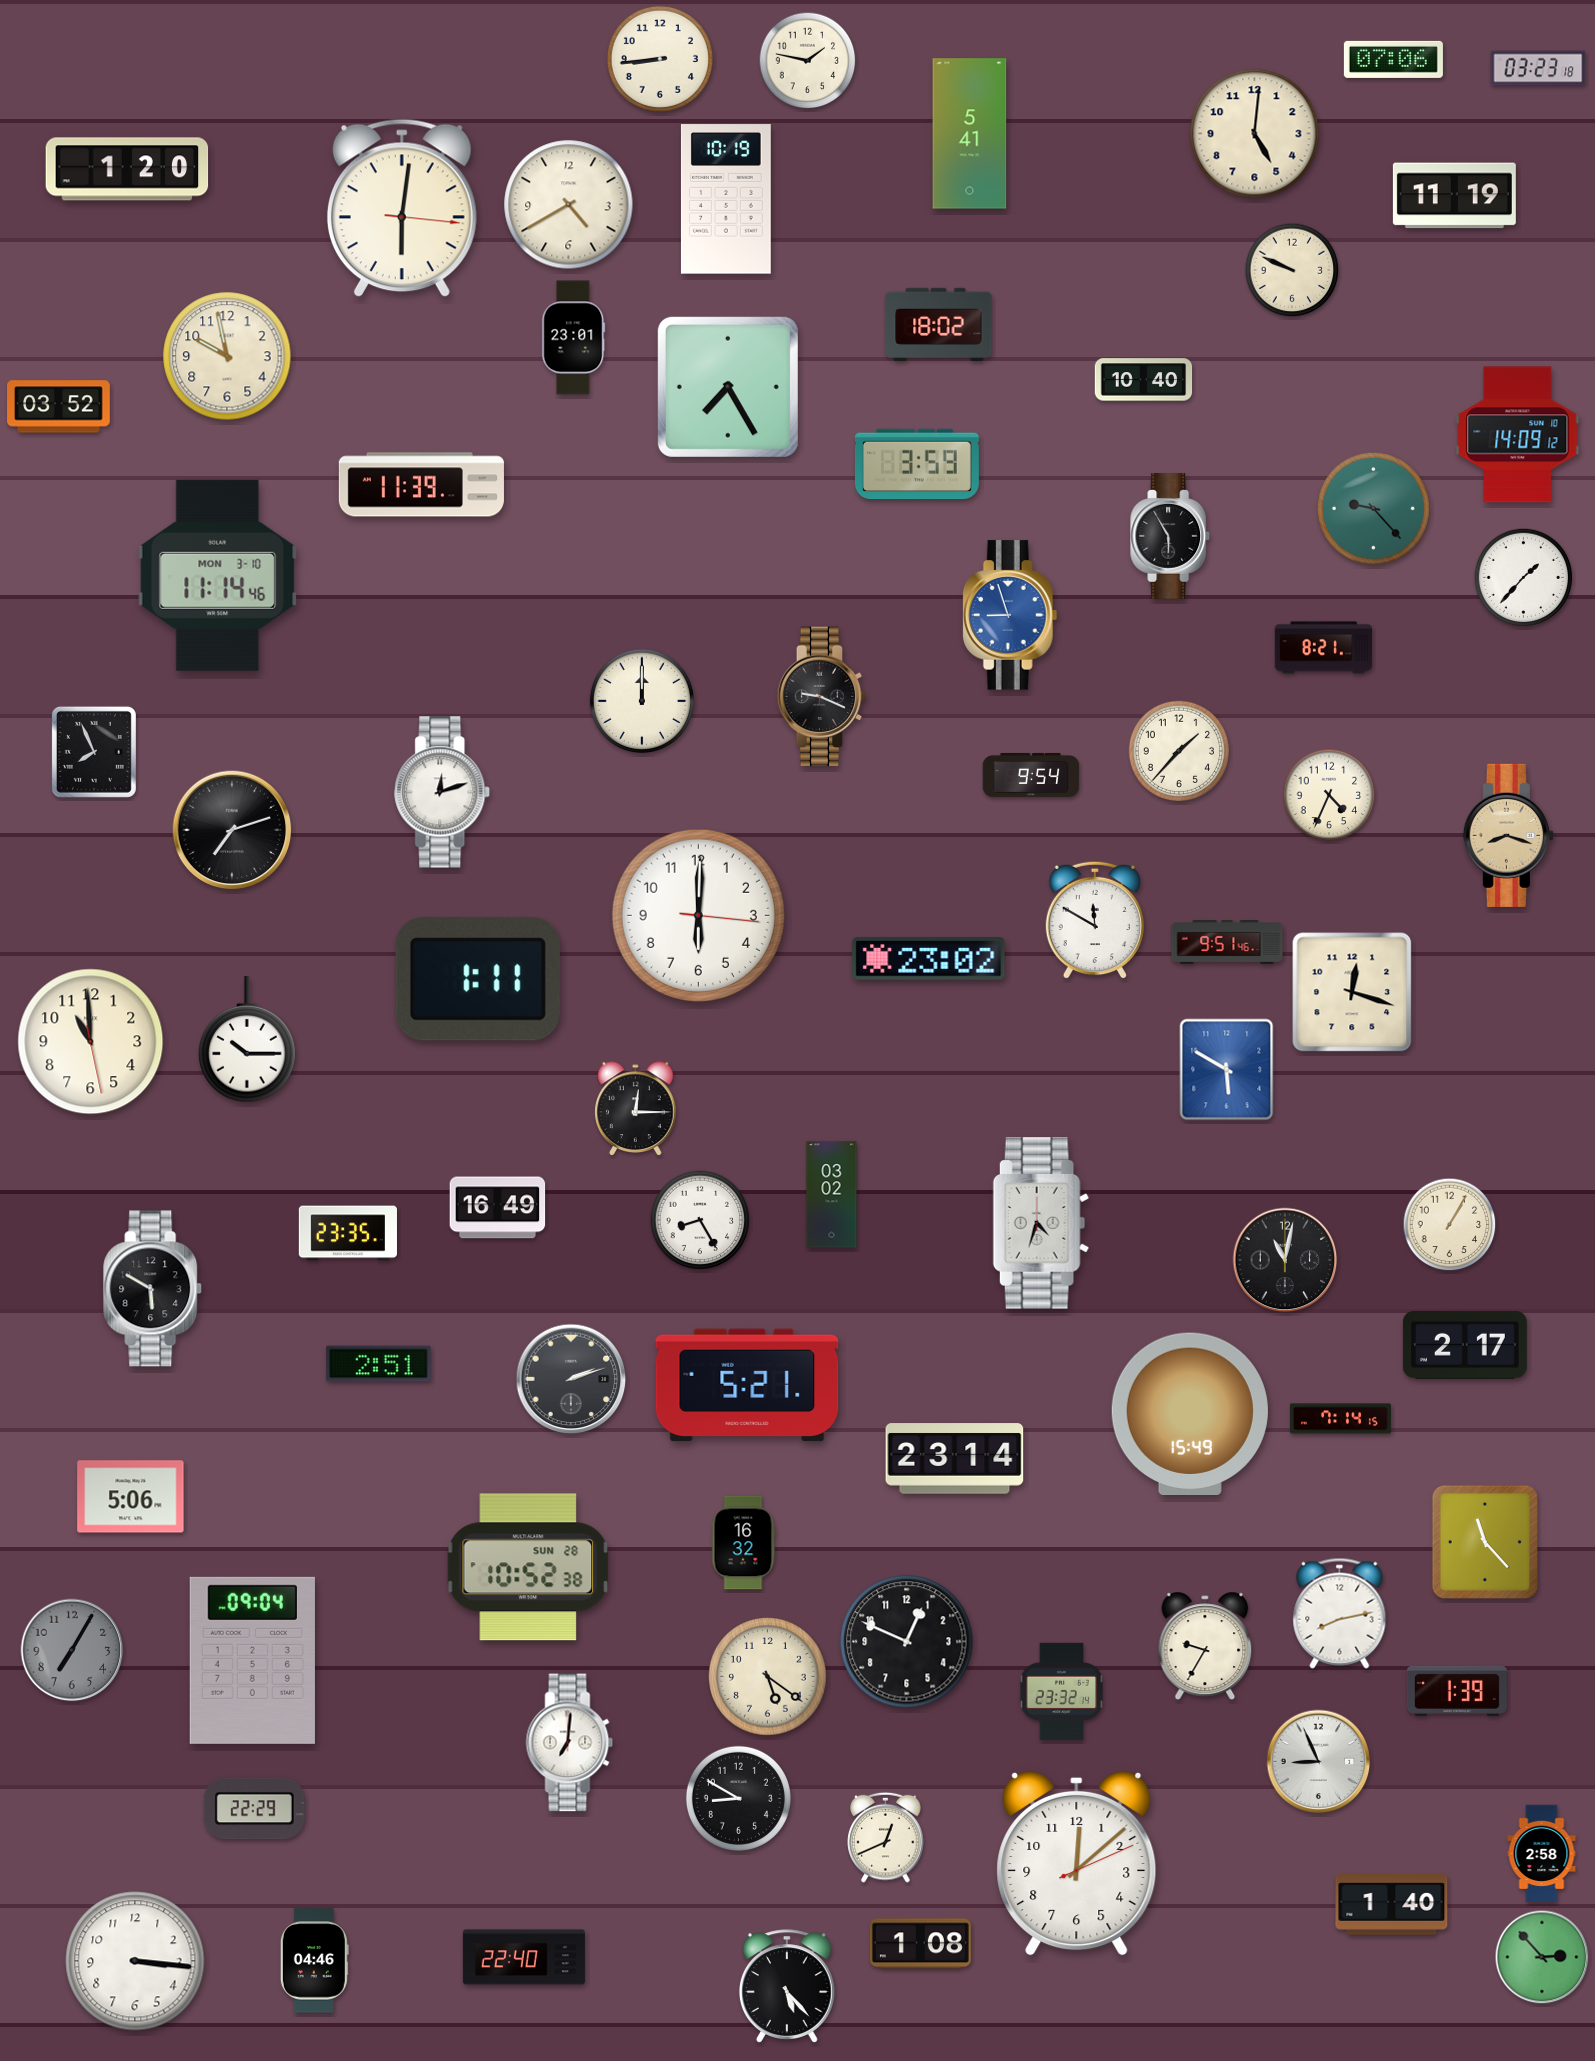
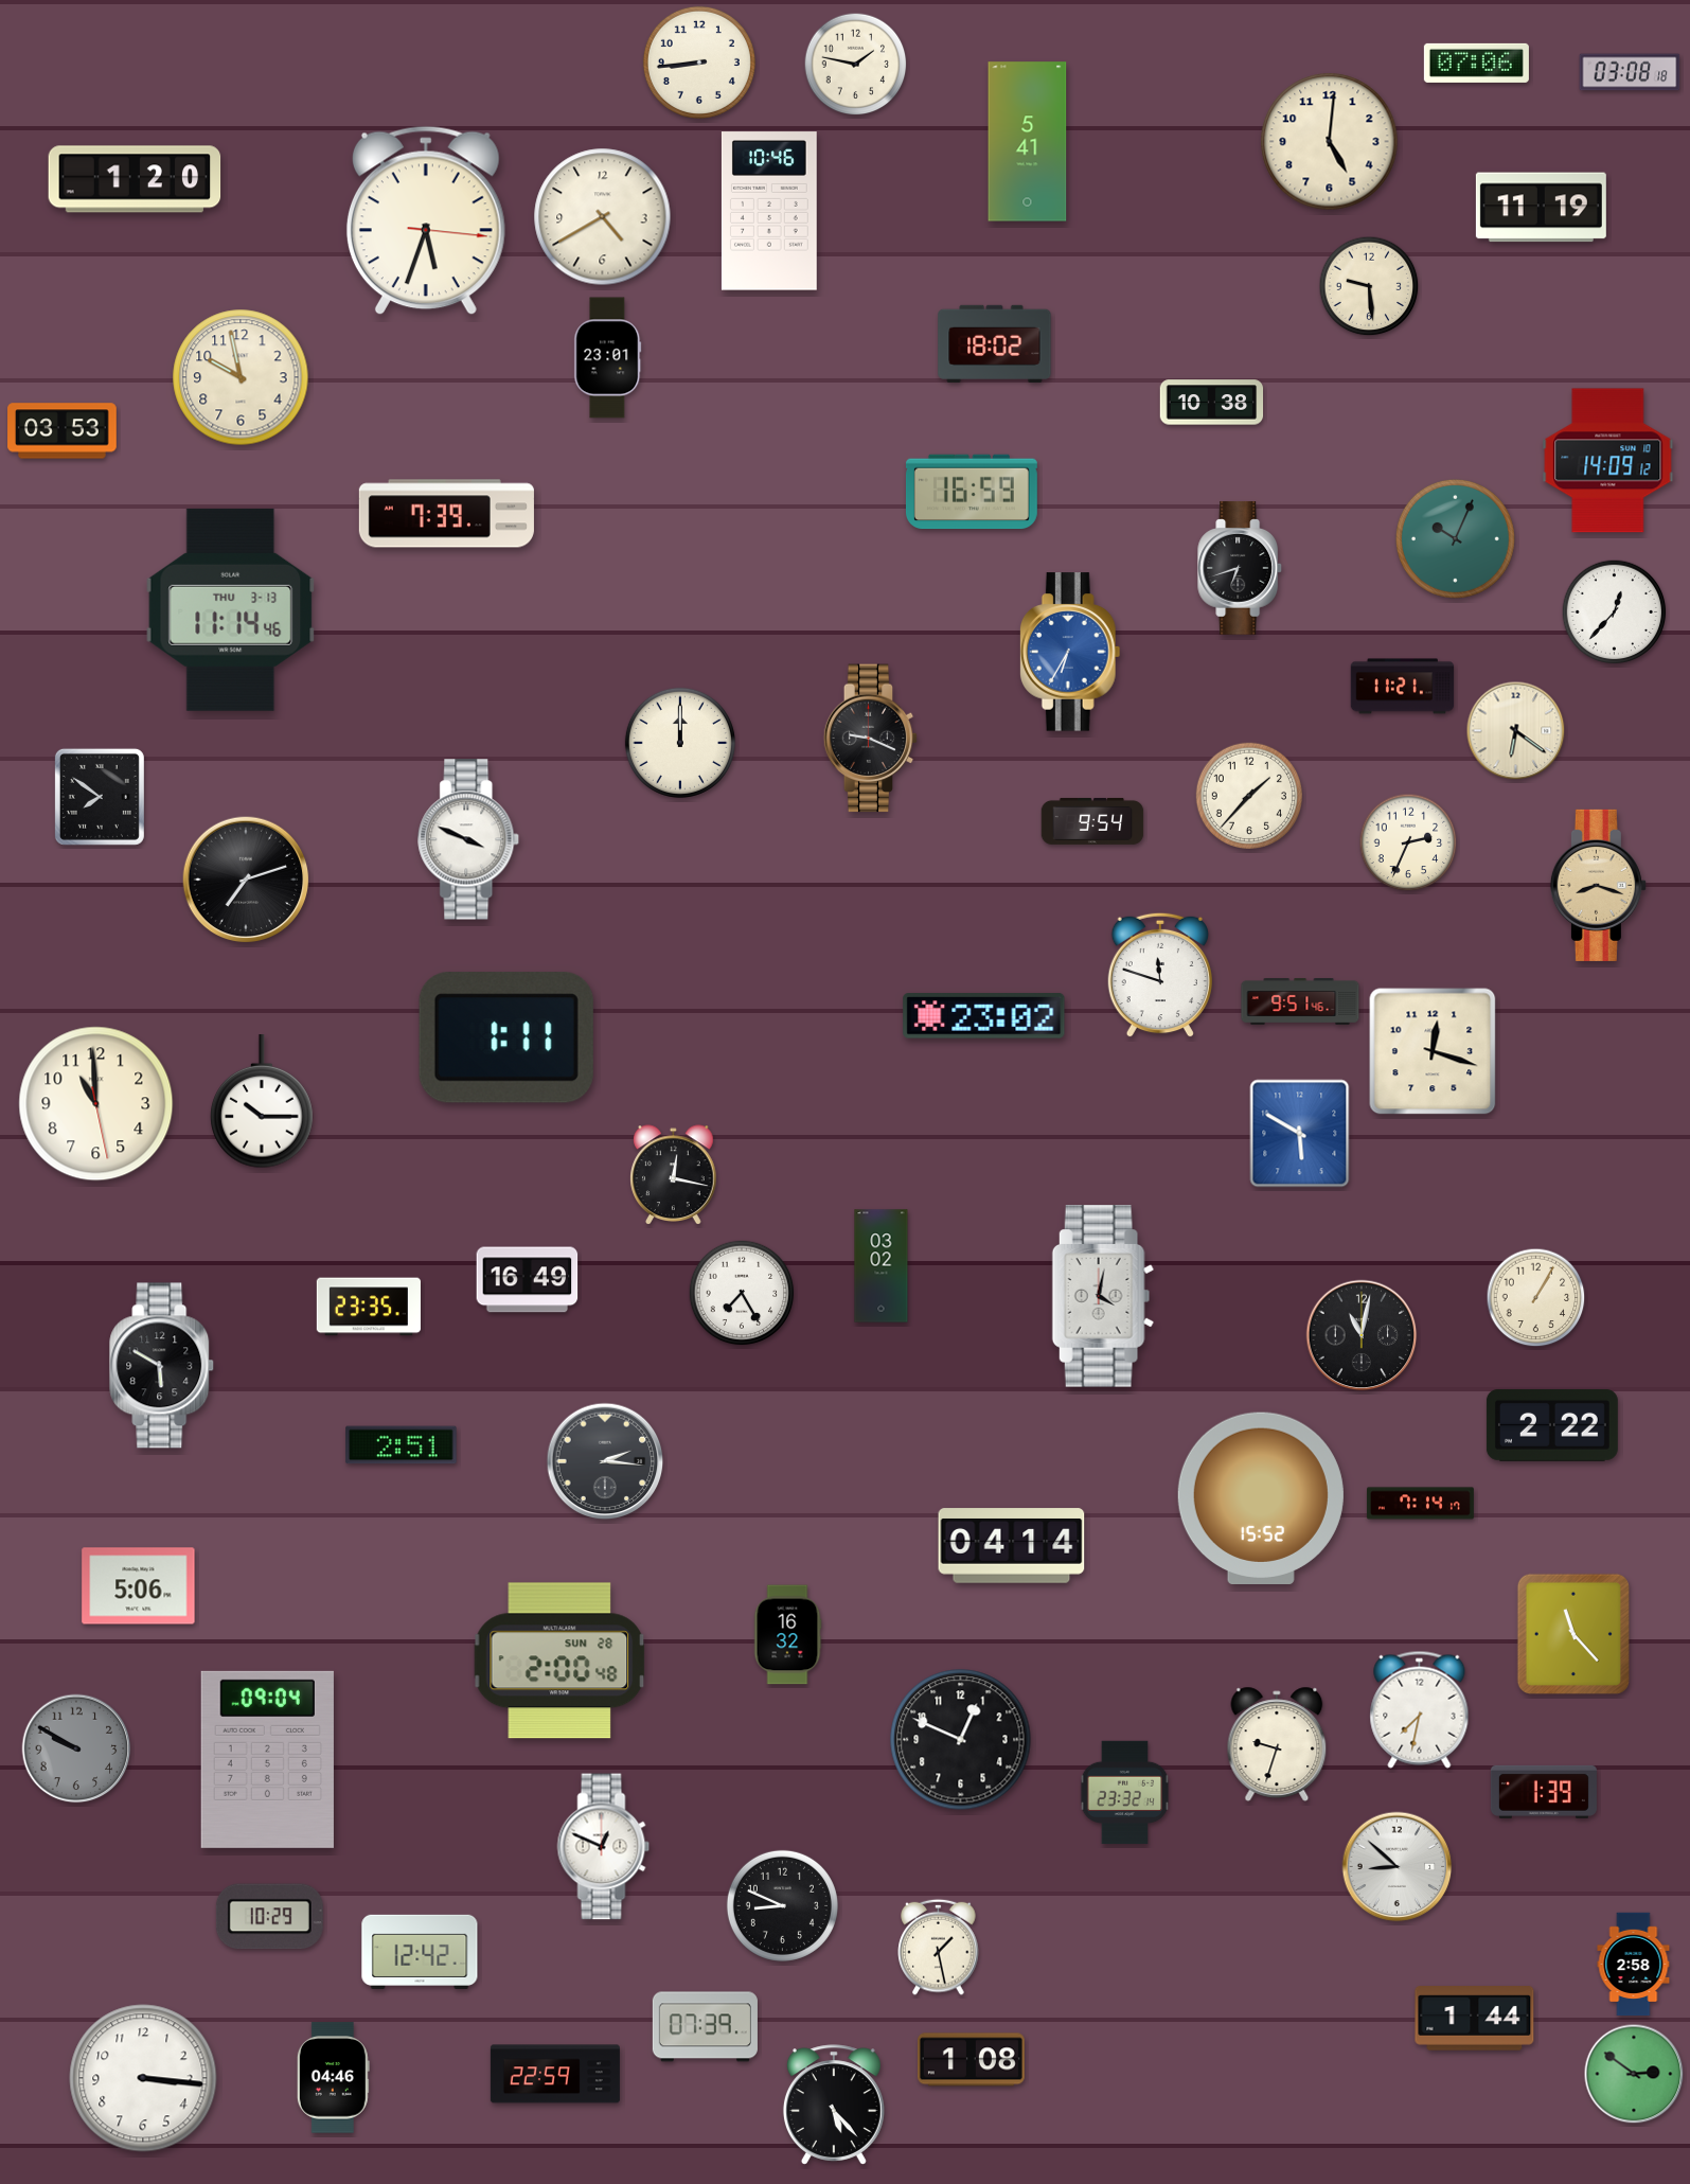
clock at (1538, 68): 03:23 -> 03:08
clock at (726, 199): 10:19 -> 10:46
clock at (402, 208): 6:01 -> 5:33
clock at (1292, 270): 9:49 -> 9:29
clock at (1144, 380): 10:40 -> 10:38
clock at (728, 387): 7:25 -> none
clock at (59, 407): 03:52 -> 03:53
clock at (917, 464): 3:59 -> 16:59
clock at (421, 485): 11:39 -> 7:39
clock at (1373, 508): 9:23 -> 10:04
clock at (1171, 536): 5:55 -> 6:42
clock at (218, 575) date: MON 3-10 -> THU 3-13
clock at (1524, 578): 1:37 -> 12:37
clock at (1010, 615): 8:57 -> 6:35
clock at (1324, 648): 8:21 -> 11:21
clock at (1516, 731): none -> 6:21
clock at (94, 752): 7:56 -> 7:51
clock at (443, 792): 12:12 -> 3:49
clock at (1329, 795): 4:34 -> 2:34
clock at (698, 915): 6:00 -> none
clock at (1094, 920): 11:50 -> 11:48
clock at (1227, 943) position: (1227, 943) -> (1300, 1002)
clock at (636, 1109): 12:15 -> 12:17
clock at (700, 1220): 8:25 -> 7:25
clock at (1041, 1223): 4:33 -> 4:02
clock at (1465, 1345): 2:17 -> 2:22
clock at (571, 1379): 2:12 -> 2:16
clock at (747, 1385): 5:21 -> none
clock at (1190, 1413): 15:49 -> 15:52
clock at (1340, 1419): 7:14:15 -> 7:14:17
clock at (955, 1459): 23:14 -> 04:14
clock at (528, 1567): 10:52 -> 2:00
clock at (1340, 1613): 8:13 -> 7:32
clock at (1205, 1646): 9:35 -> 9:33
clock at (72, 1650): 7:05 -> 9:50
clock at (768, 1677): 5:21 -> none
clock at (570, 1743): 7:01 -> 12:49
clock at (1319, 1762): 8:56 -> 8:52
clock at (738, 1798): 8:50 -> 8:49
clock at (254, 1809): 22:29 -> 10:29
clock at (886, 1837): 12:41 -> 1:28
clock at (420, 1952): none -> 12:42
clock at (1077, 1863): 12:08 -> none
clock at (1392, 1905): 1:40 -> 1:44
clock at (705, 2027): none -> 07:39
clock at (920, 1944) position: (920, 1944) -> (971, 2060)
clock at (524, 1957): 22:40 -> 22:59
clock at (1542, 1957): 2:53 -> 2:51
